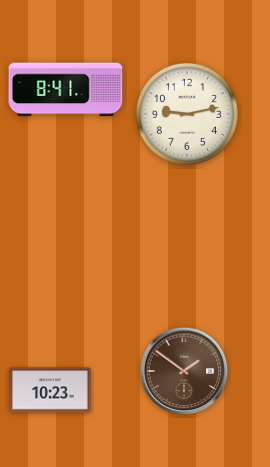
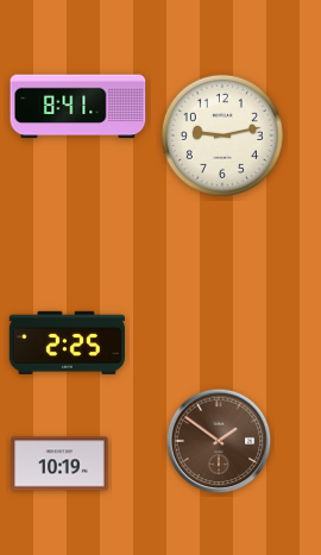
clock at (67, 342): none -> 2:25
clock at (50, 390): 10:23 -> 10:19
